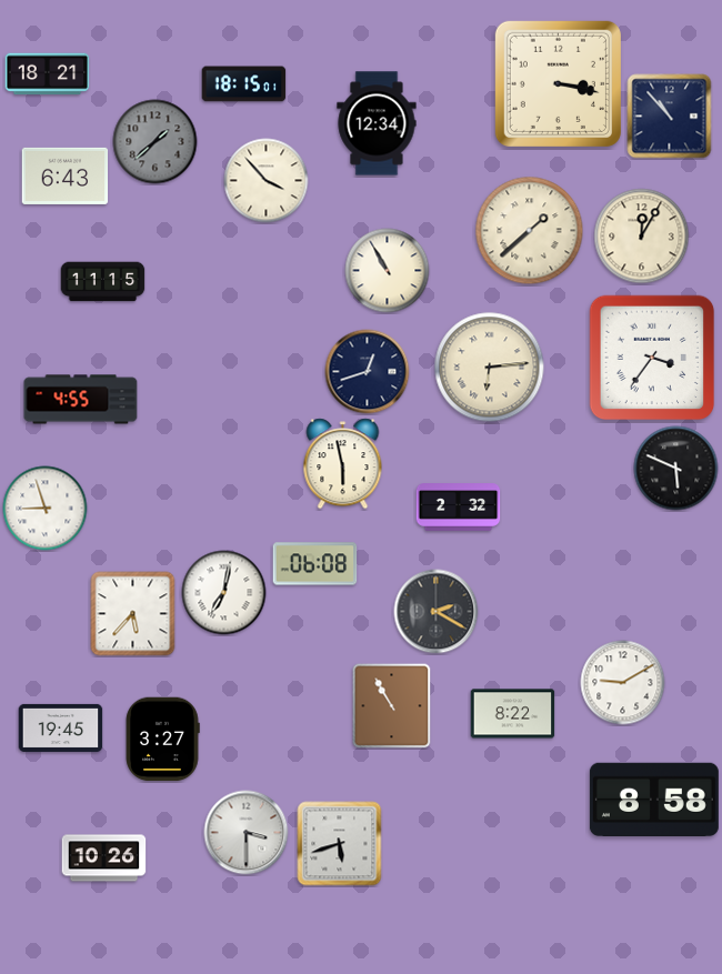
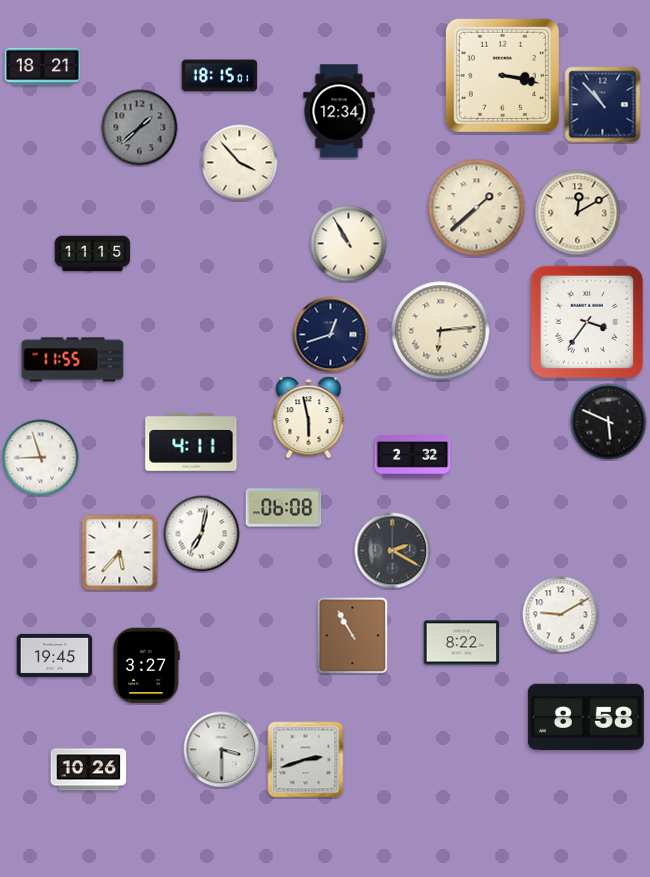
clock at (66, 175): 6:43 -> none
clock at (642, 237): 12:05 -> 12:10
clock at (81, 400): 4:55 -> 11:55
clock at (191, 442): none -> 4:11
clock at (654, 799) position: (654, 799) -> (586, 716)
clock at (340, 844): 5:42 -> 2:42
clock at (104, 858) position: (104, 858) -> (89, 770)
